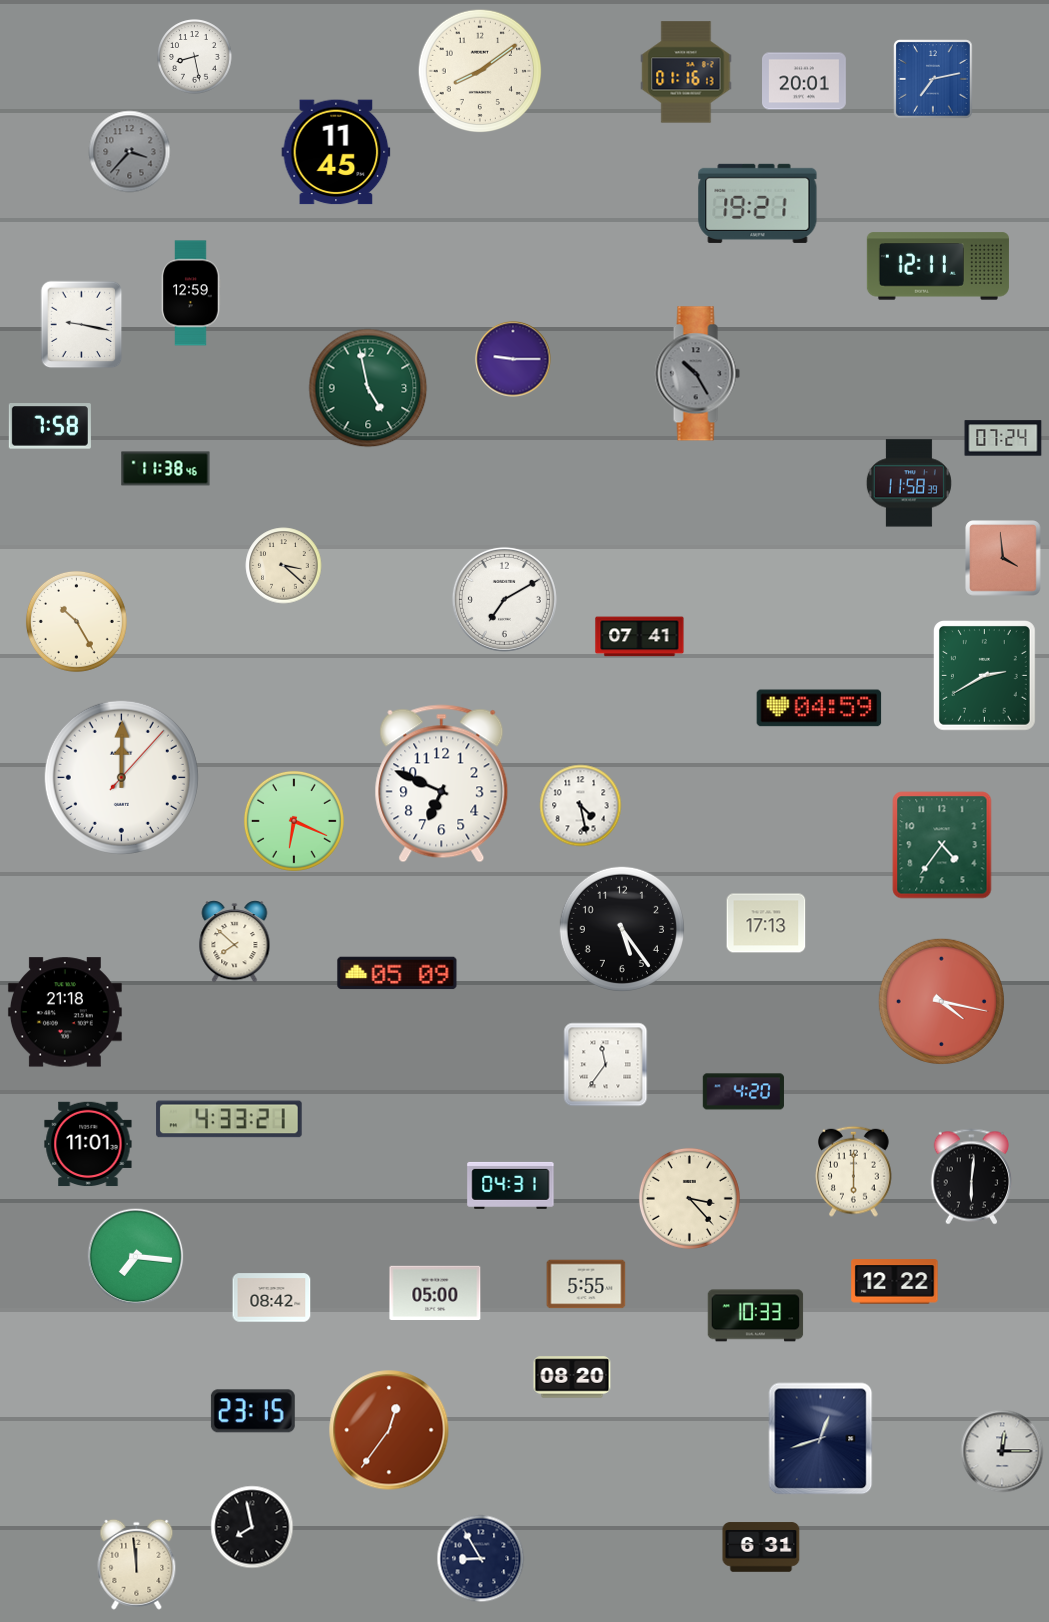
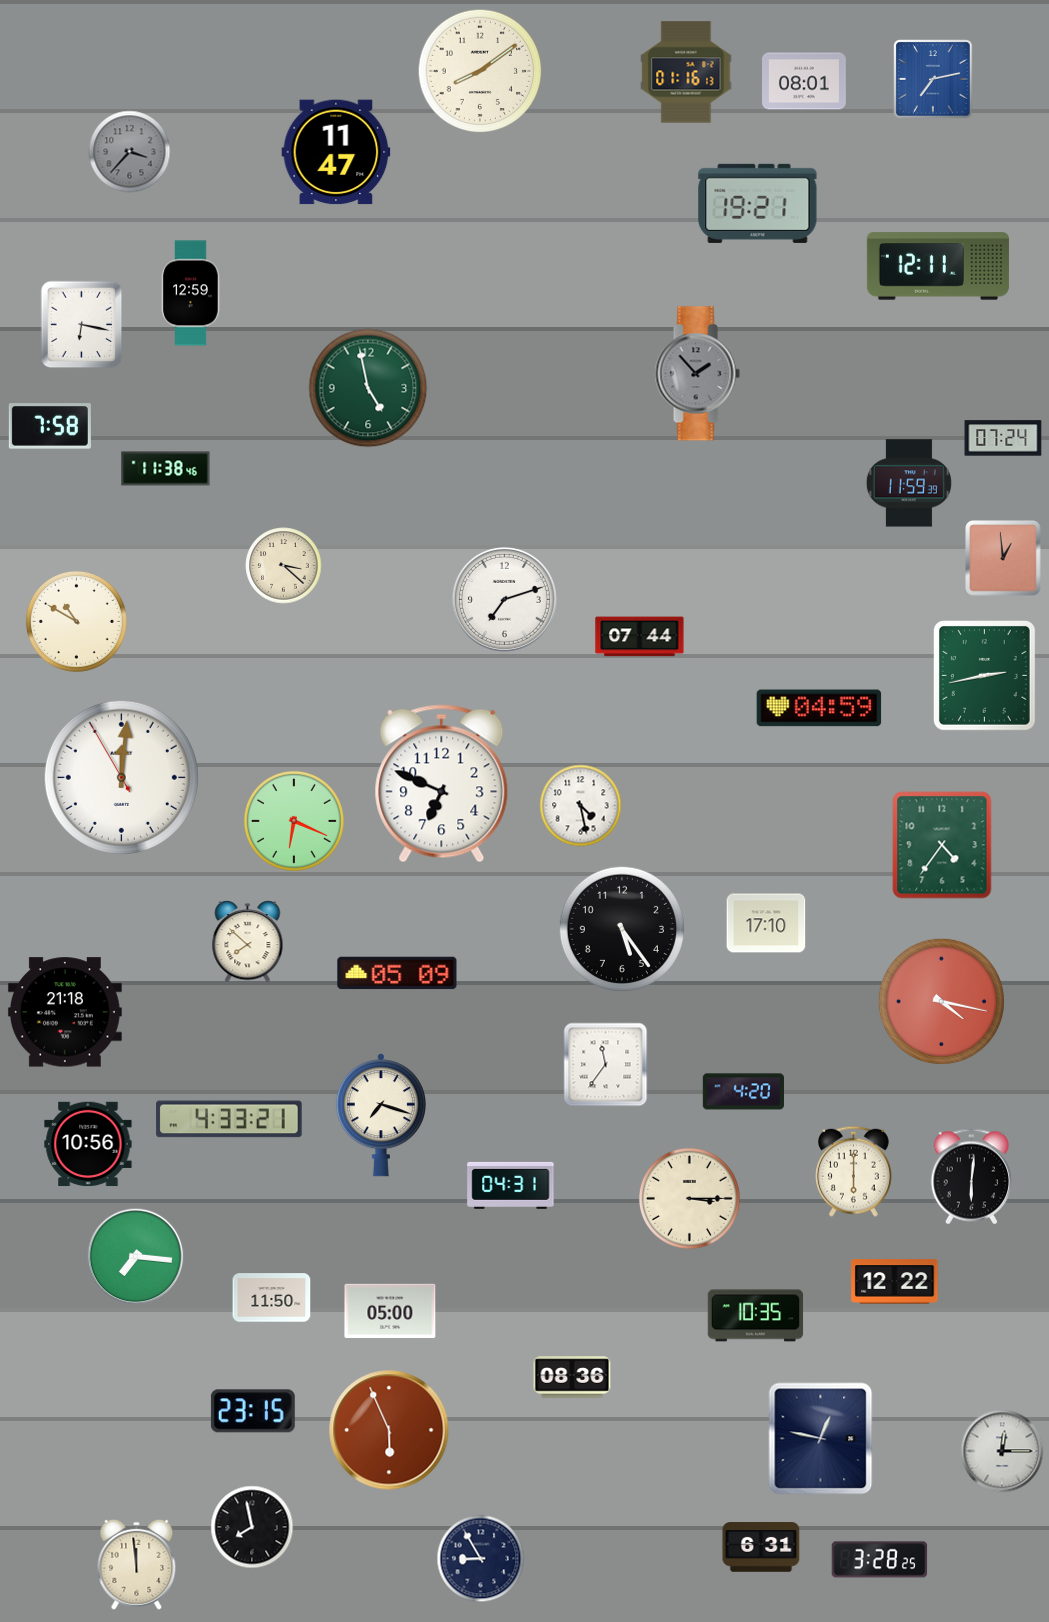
clock at (195, 57): 8:28 -> none
clock at (805, 81): 20:01 -> 08:01
clock at (336, 152): 11:45 -> 11:47
clock at (82, 325): 9:17 -> 6:17
clock at (513, 359): 9:15 -> none
clock at (697, 374): 10:25 -> 1:53
clock at (909, 483): 11:58 -> 11:59
clock at (1003, 558): 3:59 -> 12:59
clock at (504, 599): 7:10 -> 7:12
clock at (76, 621): 10:25 -> 10:50
clock at (640, 637): 07:41 -> 07:44
clock at (985, 676): 2:40 -> 2:43
clock at (121, 777): 12:00:07 -> 12:00:55
clock at (766, 923): 17:13 -> 17:10
clock at (235, 942) position: (235, 942) -> (248, 942)
clock at (381, 1115): none -> 7:18
clock at (88, 1144): 11:01 -> 10:56
clock at (689, 1198): 3:23 -> 3:15
clock at (586, 1284): 5:55 -> none
clock at (435, 1292) position: (435, 1292) -> (390, 1310)
clock at (272, 1298): 08:42 -> 11:50
clock at (756, 1316): 10:33 -> 10:35
clock at (572, 1377): 08:20 -> 08:36
clock at (389, 1430): 12:36 -> 5:56
clock at (821, 1439): 12:42 -> 12:47
clock at (880, 1560): none -> 3:28
